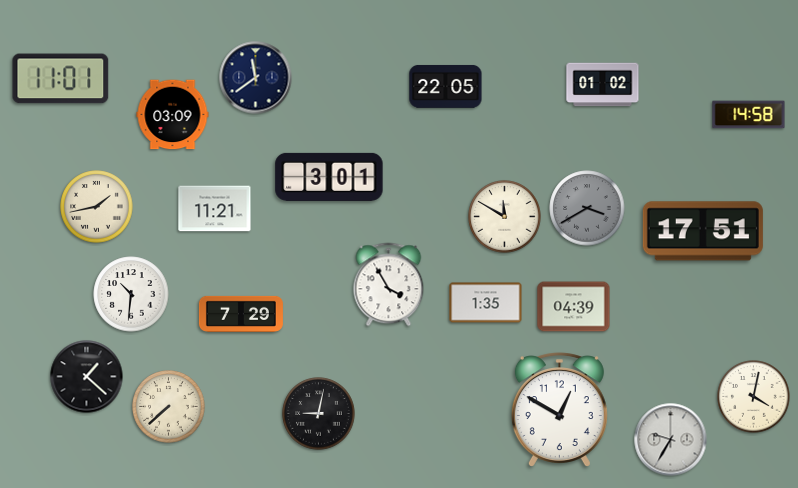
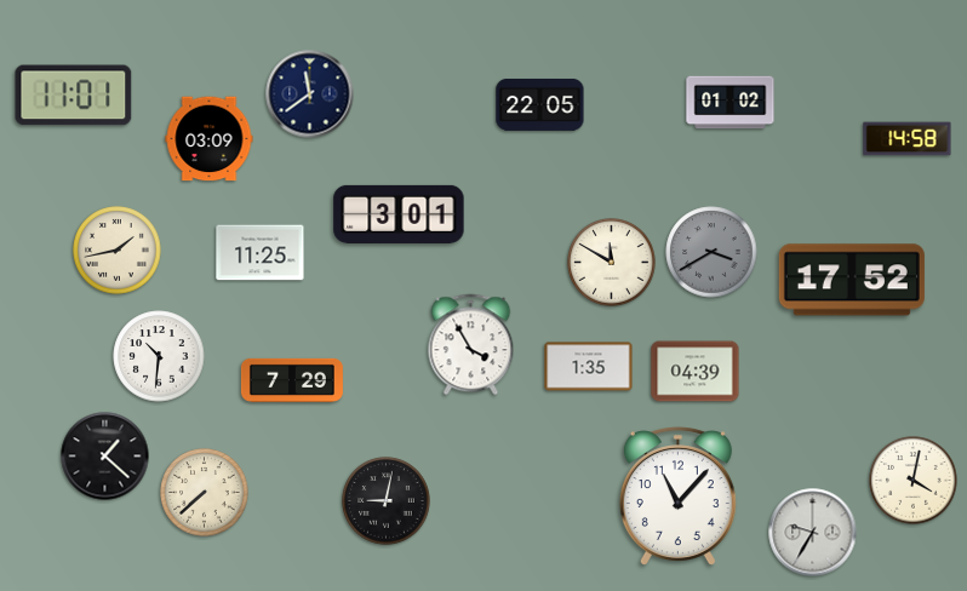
clock at (215, 209): 11:21 -> 11:25
clock at (703, 231): 17:51 -> 17:52
clock at (559, 409): 12:50 -> 11:07
